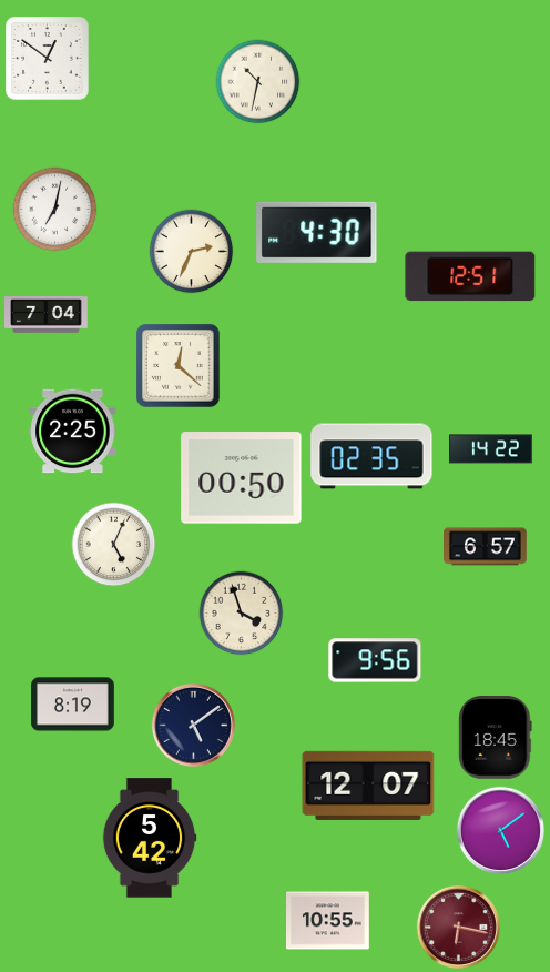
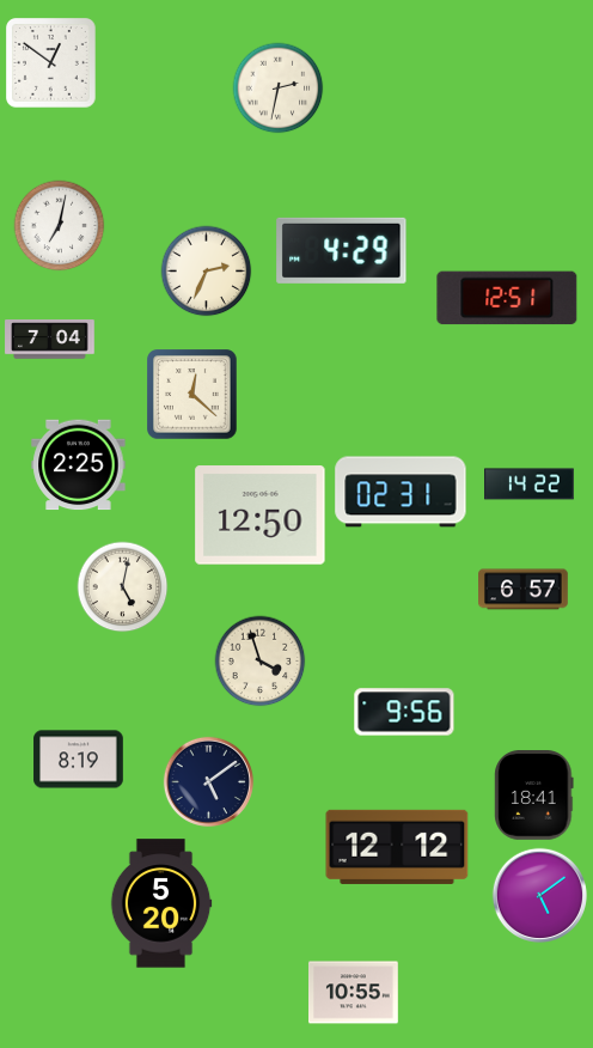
clock at (258, 82): 10:32 -> 2:32
clock at (317, 232): 4:30 -> 4:29
clock at (371, 456): 02:35 -> 02:31
clock at (242, 478): 00:50 -> 12:50
clock at (114, 545): 5:04 -> 5:02
clock at (496, 738): 18:45 -> 18:41
clock at (368, 786): 12:07 -> 12:12
clock at (150, 838): 5:42 -> 5:20
clock at (458, 927): 6:17 -> none
